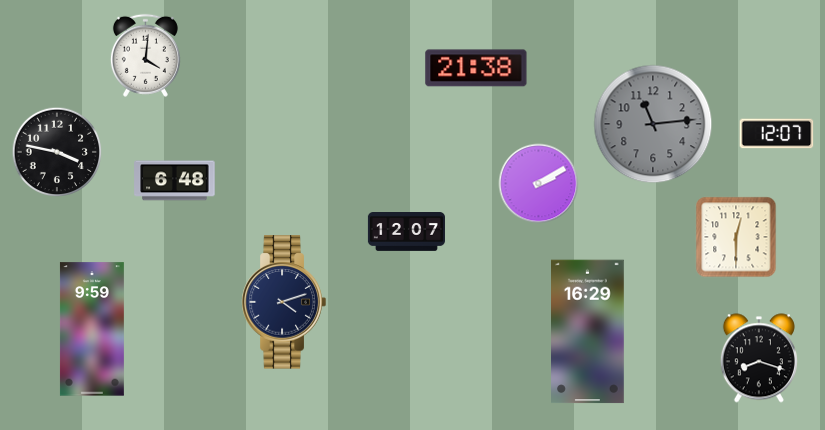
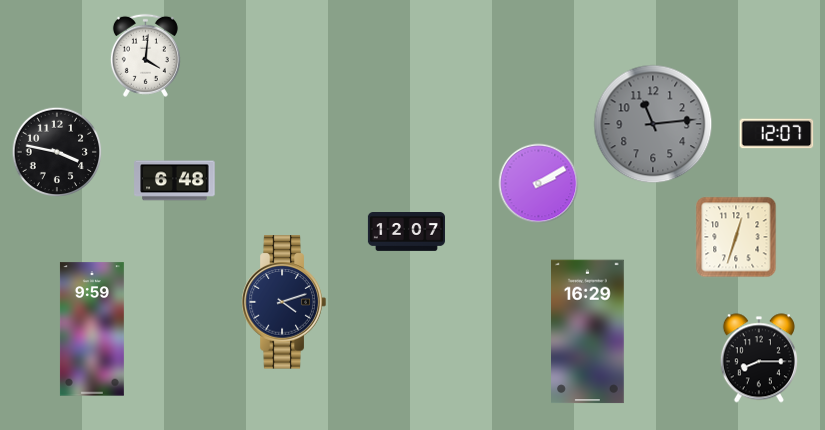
clock at (476, 68): 21:38 -> none
clock at (736, 237): 12:30 -> 12:33
clock at (759, 358): 8:18 -> 8:15
